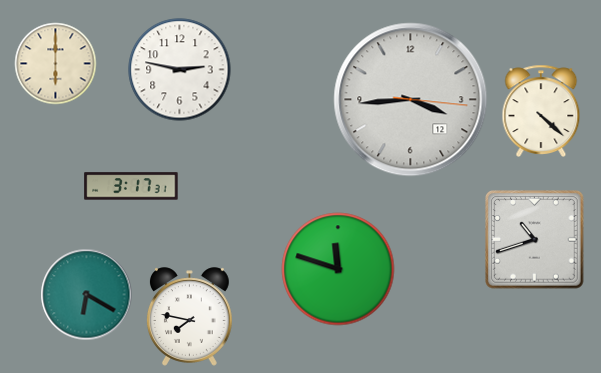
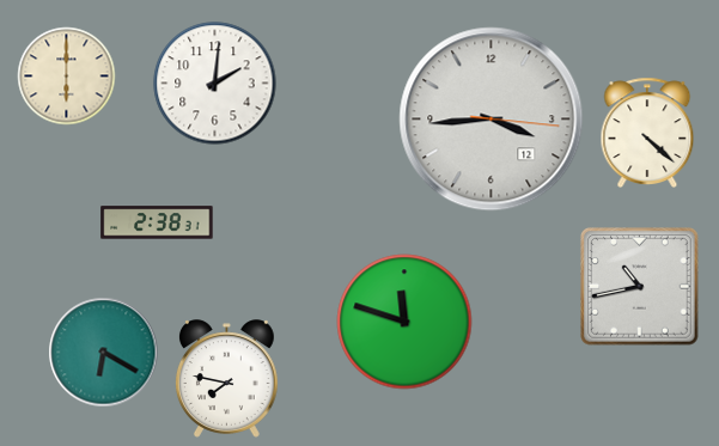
clock at (180, 70): 2:47 -> 2:01
clock at (131, 186): 3:17 -> 2:38
clock at (535, 240): 10:42 -> 10:43
